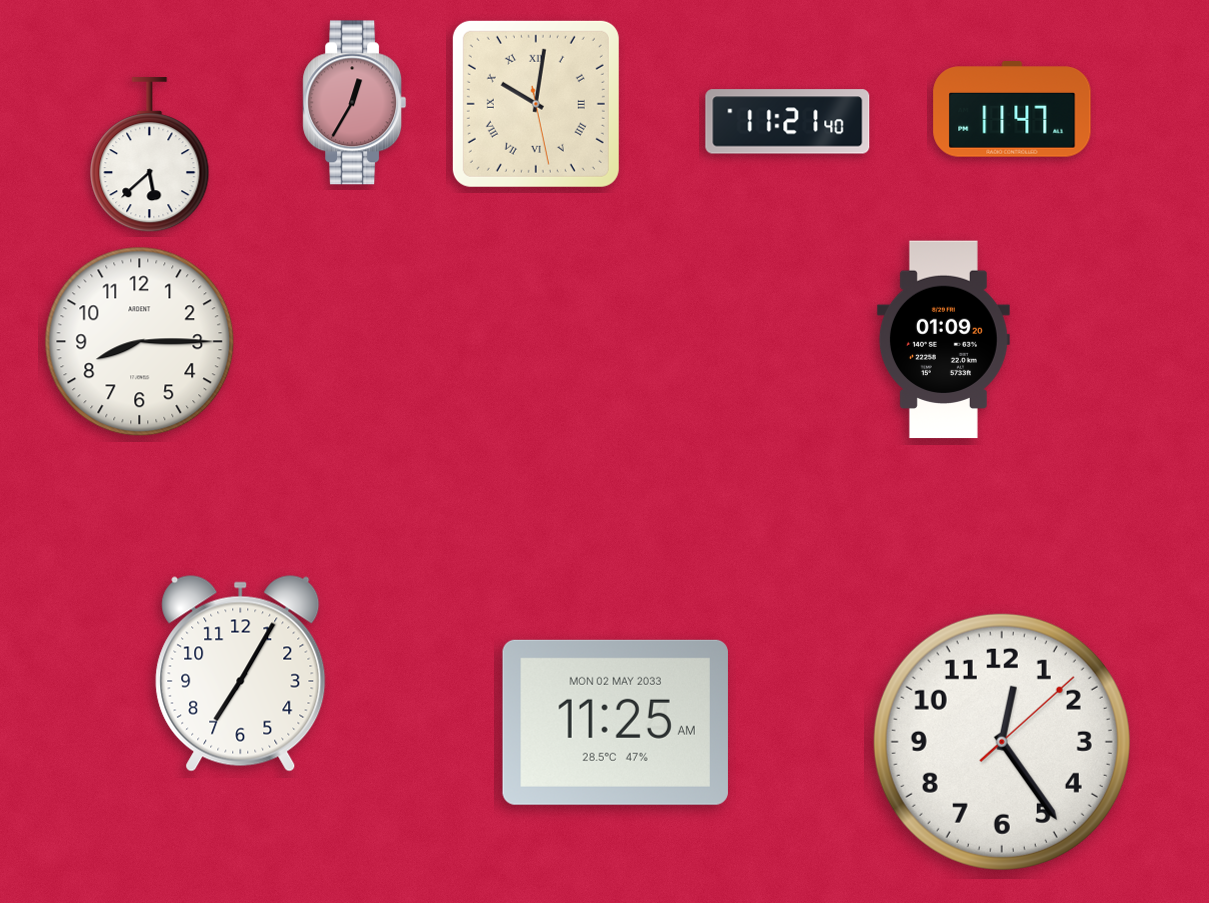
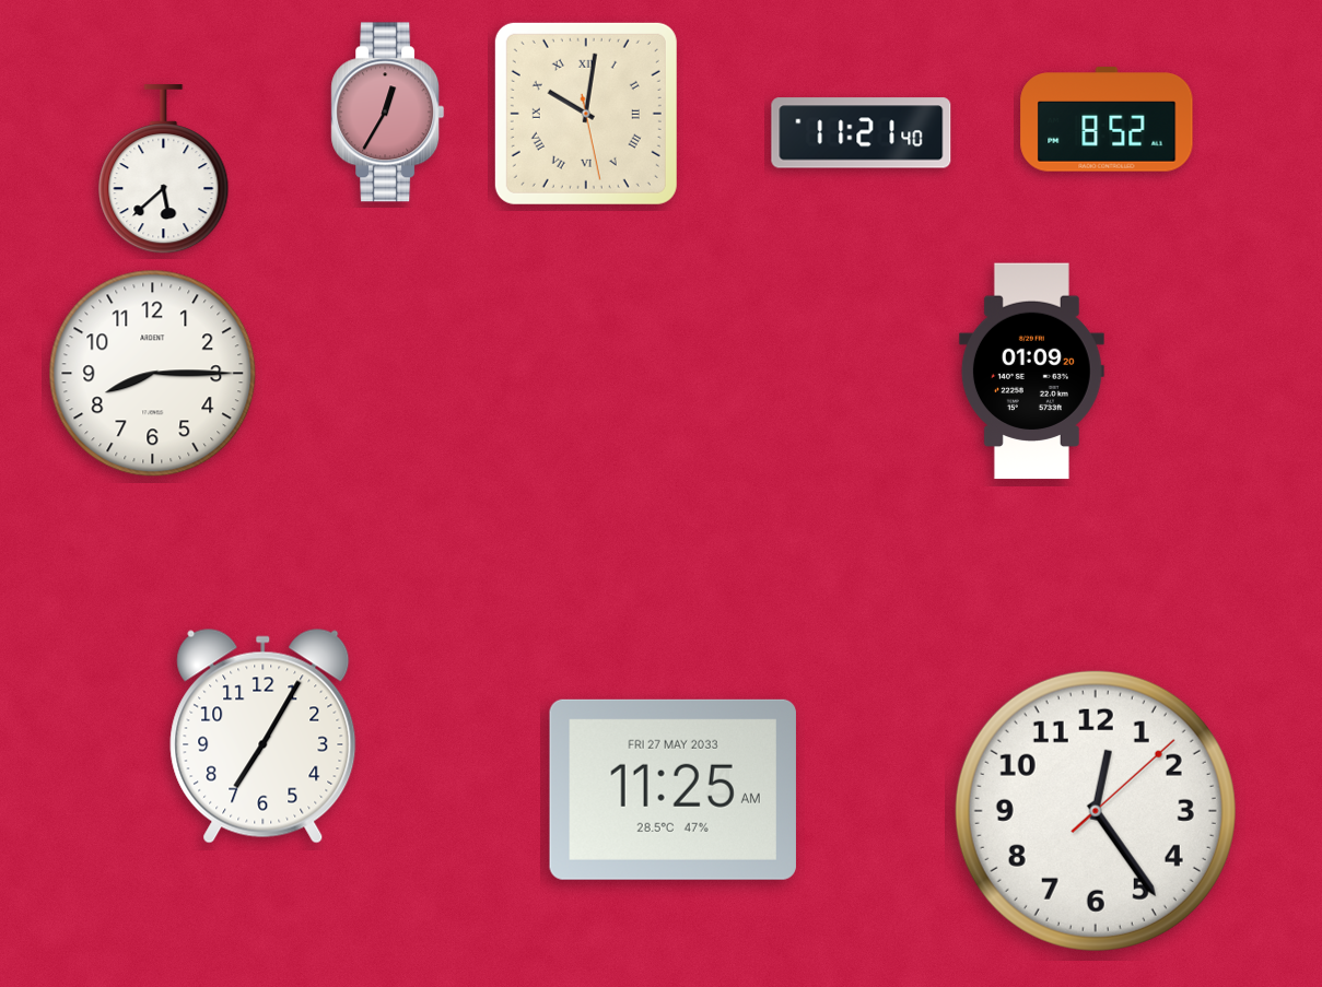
clock at (1012, 110): 11:47 -> 8:52
clock at (615, 722) date: MON 02 MAY 2033 -> FRI 27 MAY 2033
